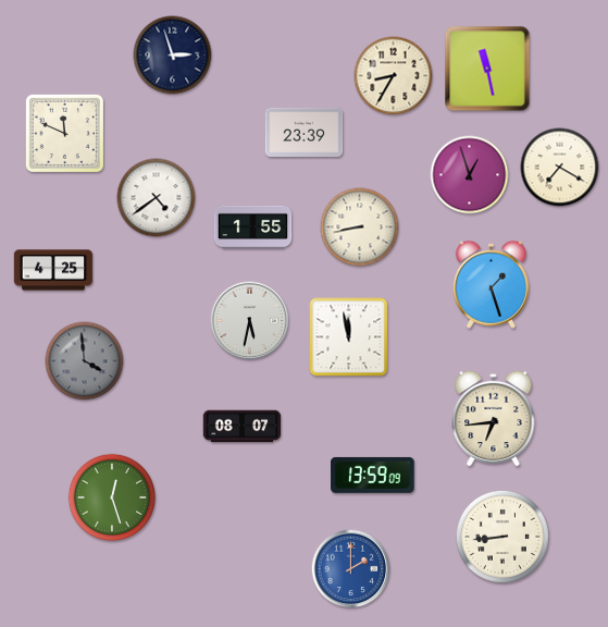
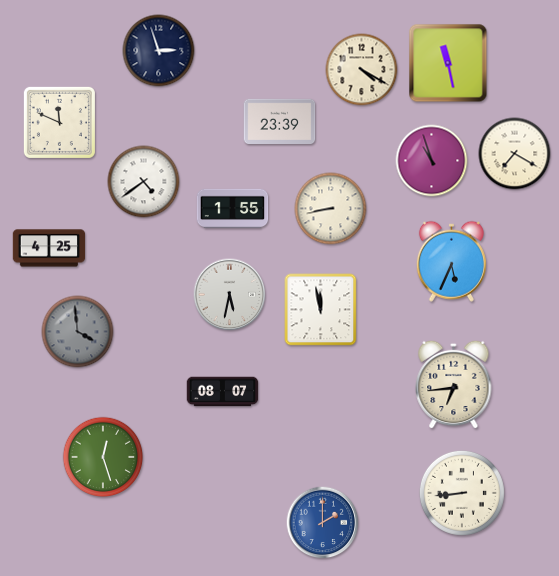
clock at (394, 76): 8:35 -> 4:20
clock at (470, 175): 12:57 -> 10:57
clock at (491, 284): 1:27 -> 5:34
clock at (373, 475): 13:59 -> none
